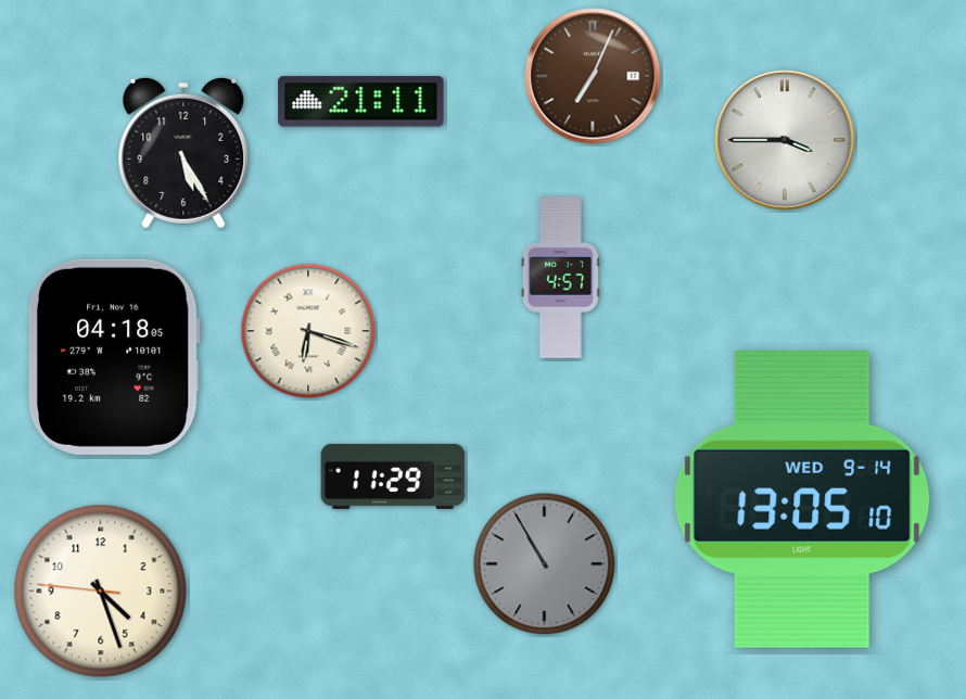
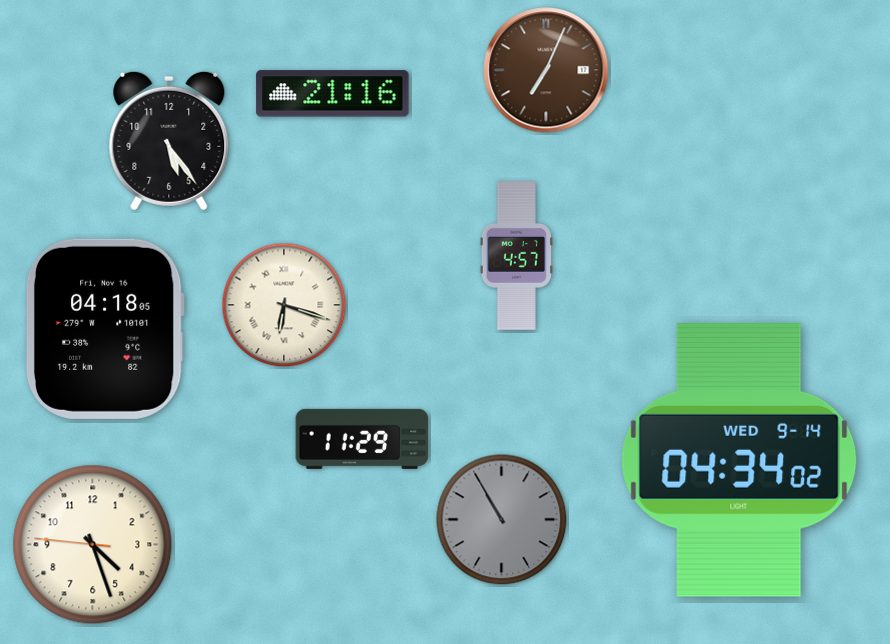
clock at (361, 102): 21:11 -> 21:16
clock at (785, 140): 3:45 -> none
clock at (183, 153): 5:25 -> 5:24
clock at (802, 499): 13:05 -> 04:34
